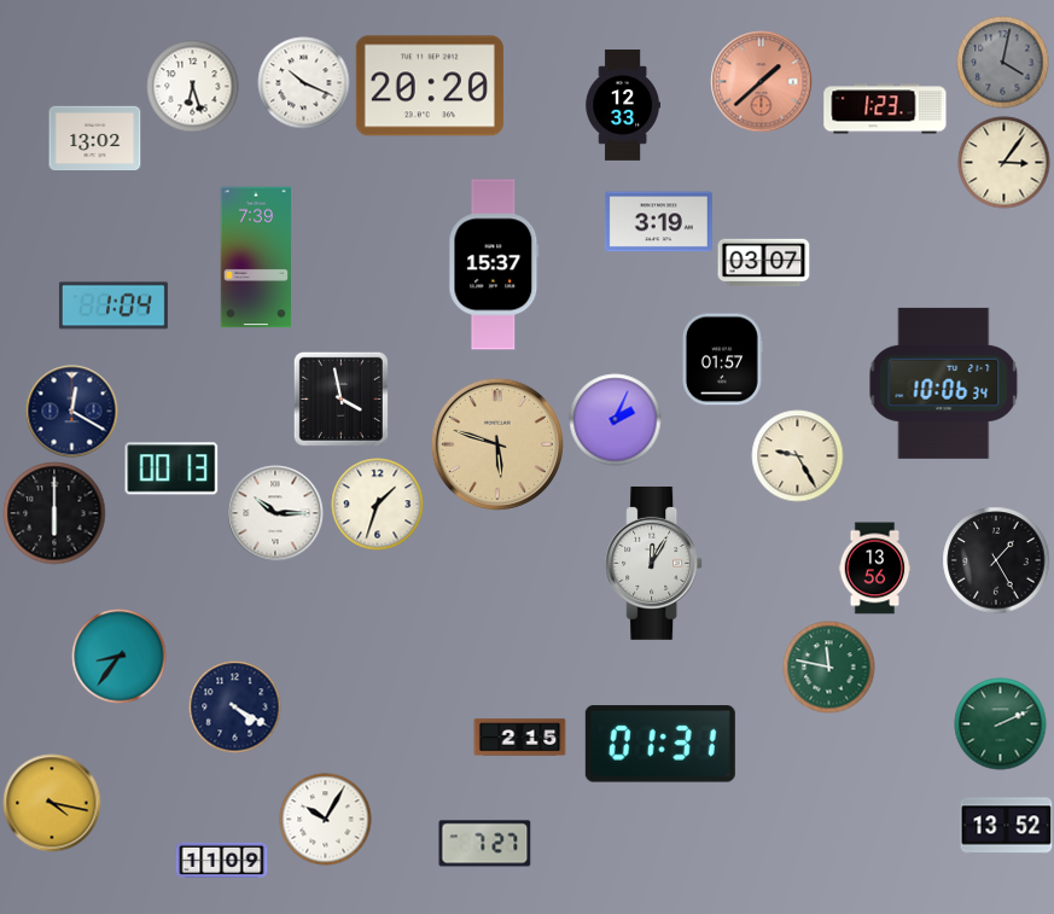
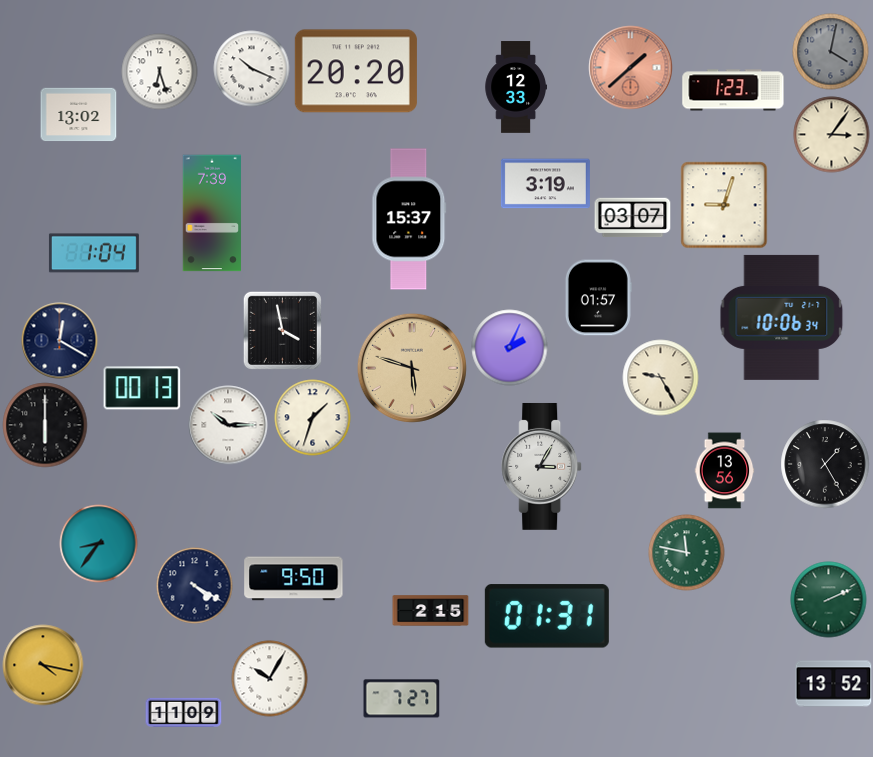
clock at (724, 205): none -> 9:03
clock at (654, 563): 12:05 -> 3:05
clock at (294, 579): none -> 9:50
